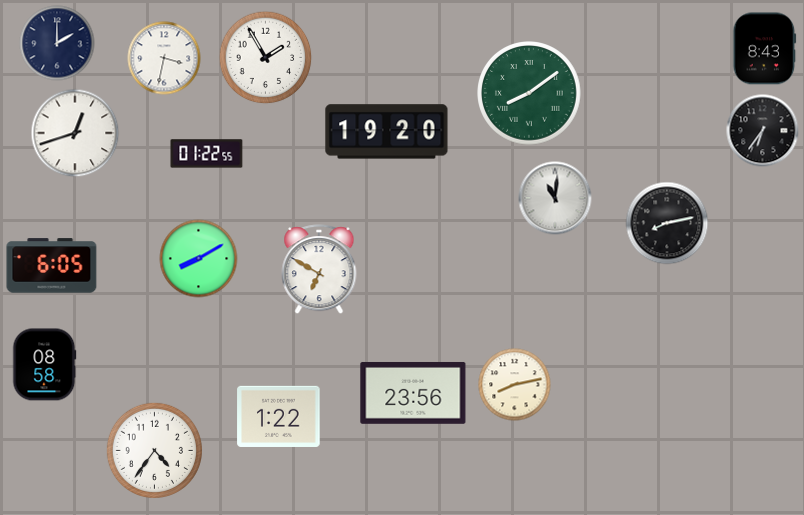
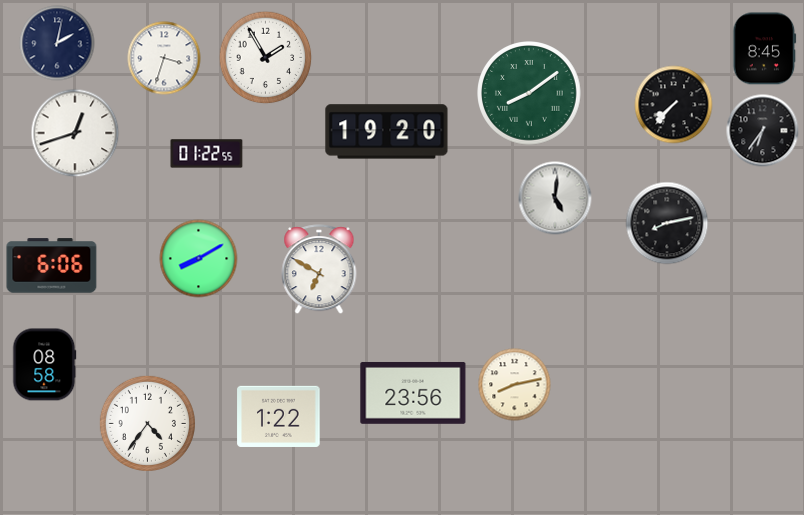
clock at (57, 43): 2:00 -> 2:02
clock at (765, 49): 8:43 -> 8:45
clock at (164, 58): 3:32 -> 3:33
clock at (674, 105): none -> 7:37
clock at (555, 198): 11:01 -> 5:01
clock at (52, 266): 6:05 -> 6:06
clock at (154, 450) position: (154, 450) -> (147, 423)
